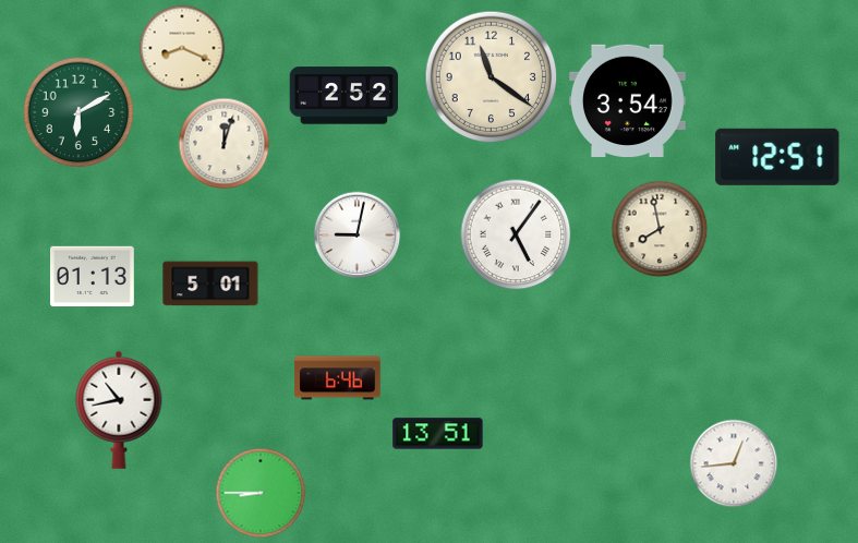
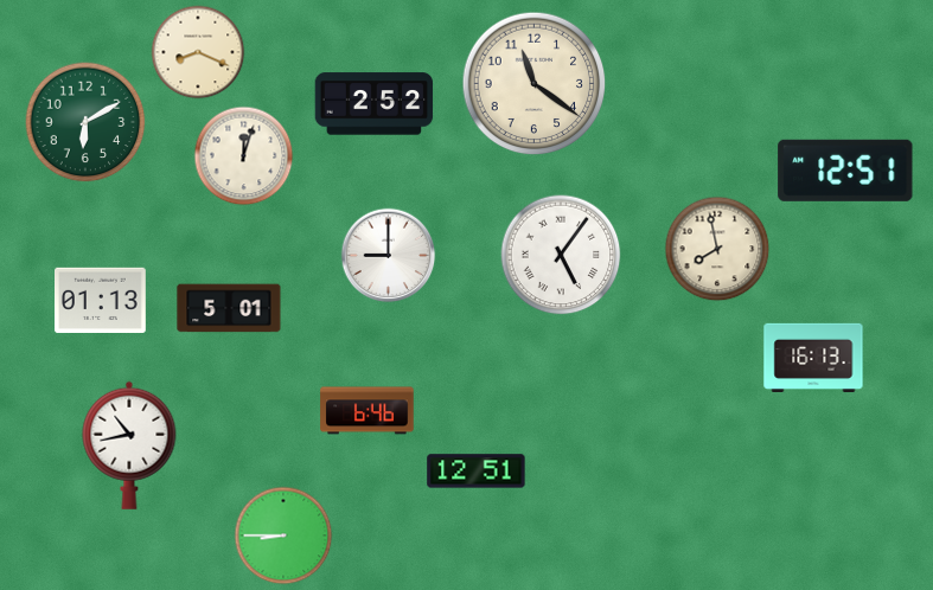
clock at (628, 100): 3:54 -> none
clock at (358, 236): 9:02 -> 9:00
clock at (813, 357): none -> 16:13
clock at (438, 434): 13:51 -> 12:51
clock at (734, 463): 12:44 -> none
